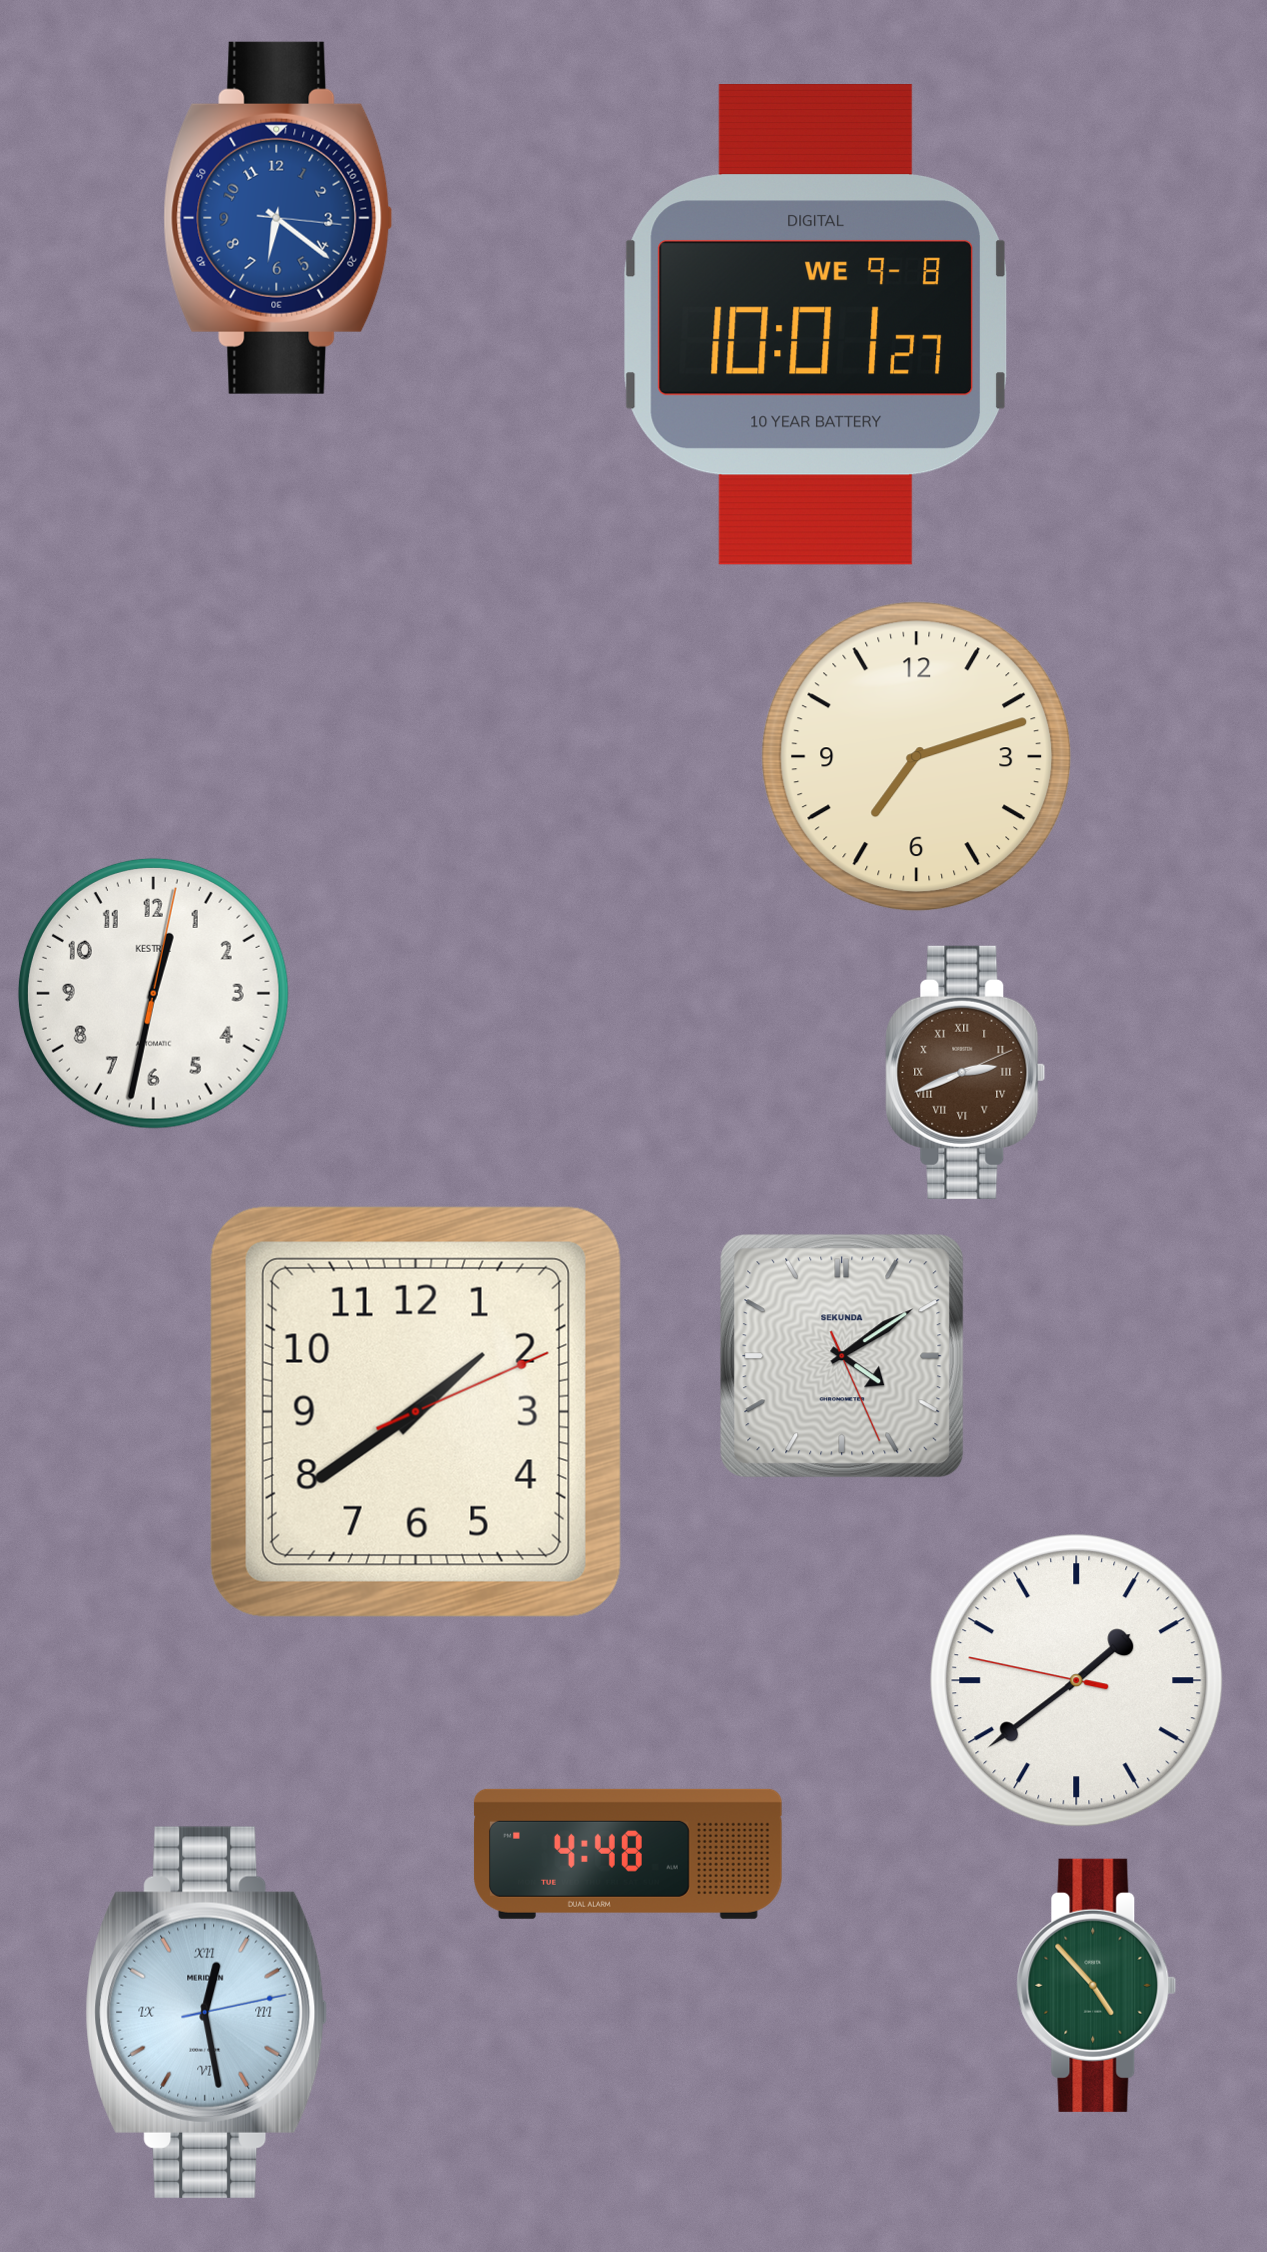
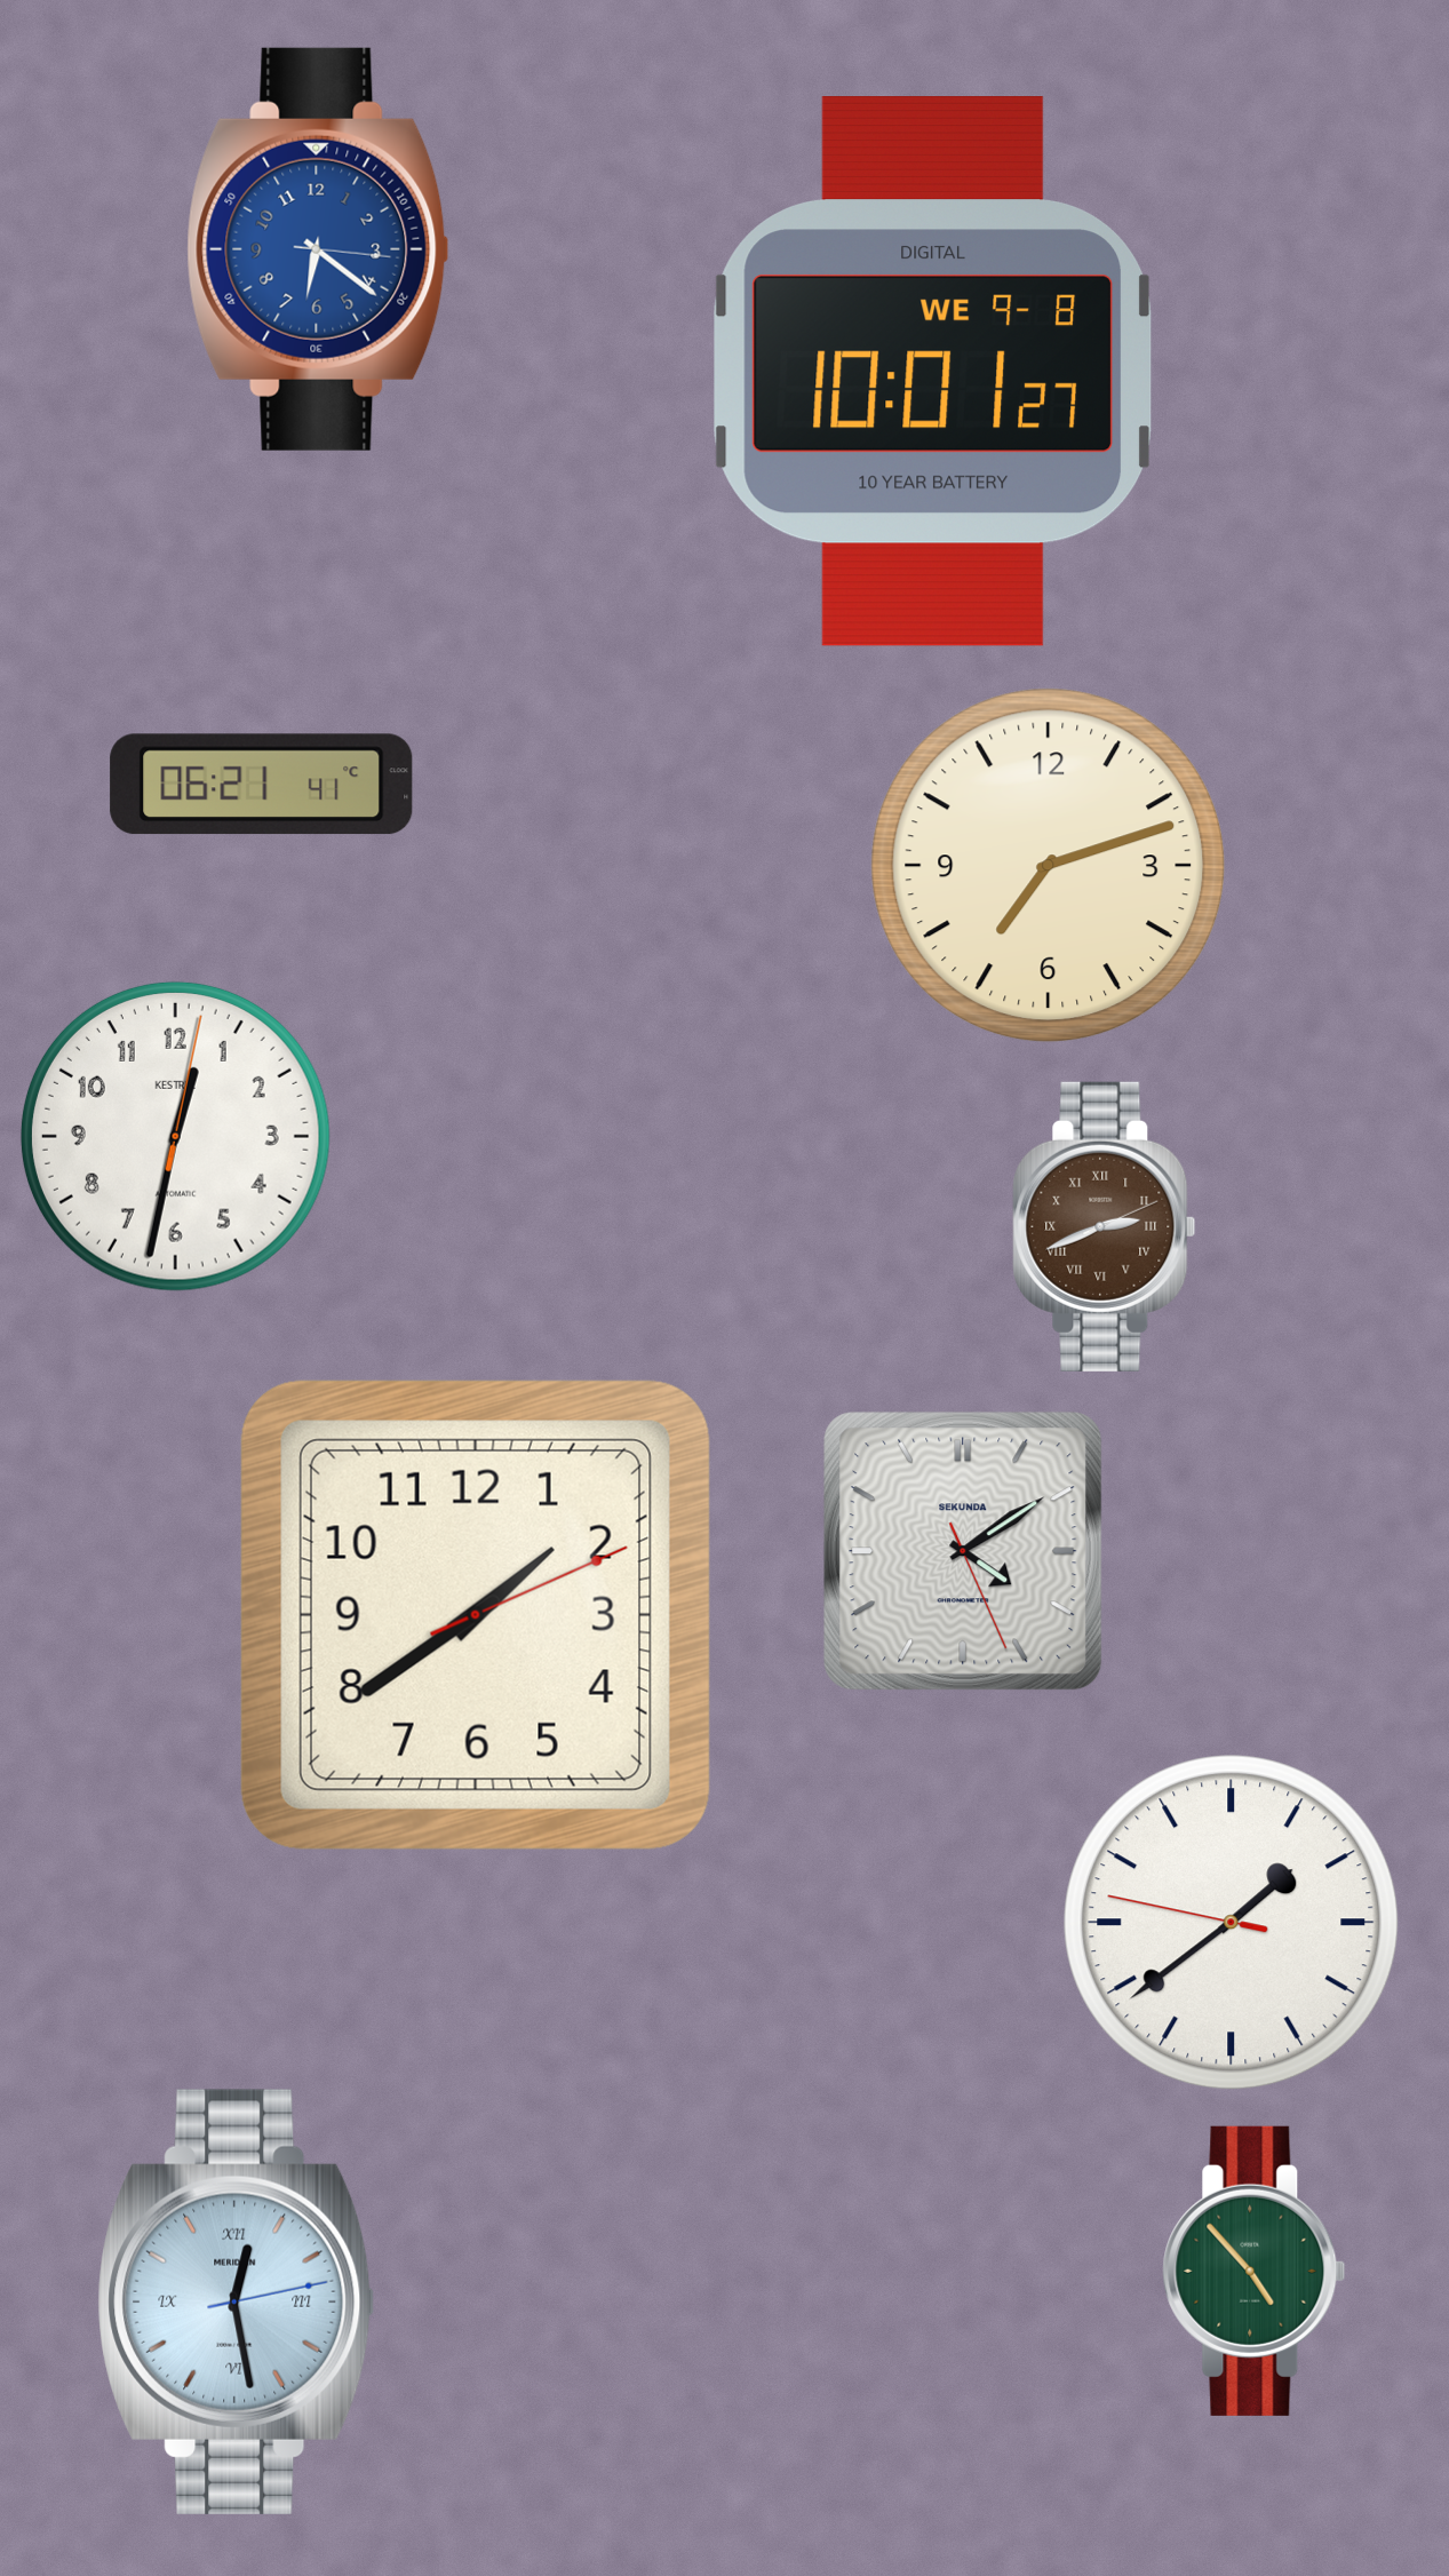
clock at (262, 785): none -> 06:21
clock at (628, 1854): 4:48 -> none
